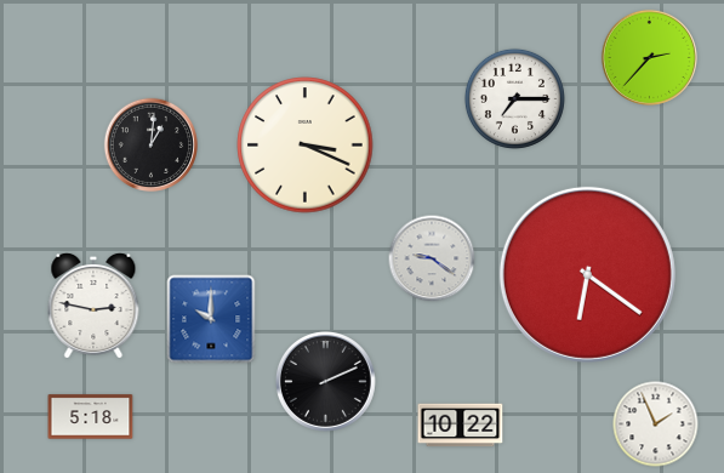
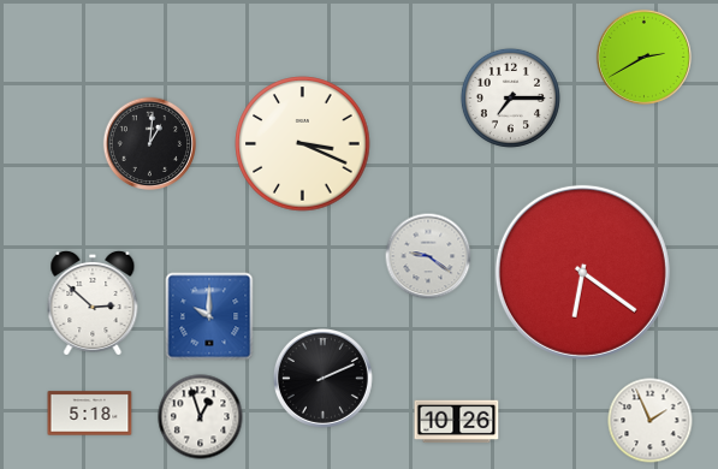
clock at (649, 57): 2:37 -> 2:40
clock at (93, 306): 2:47 -> 2:52
clock at (201, 417): none -> 12:57
clock at (461, 426): 10:22 -> 10:26
